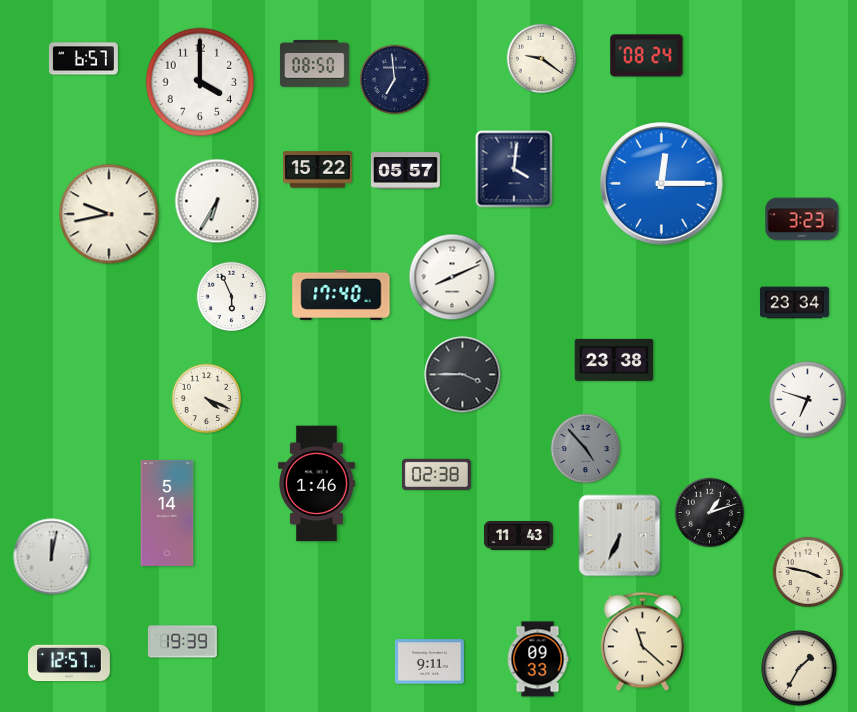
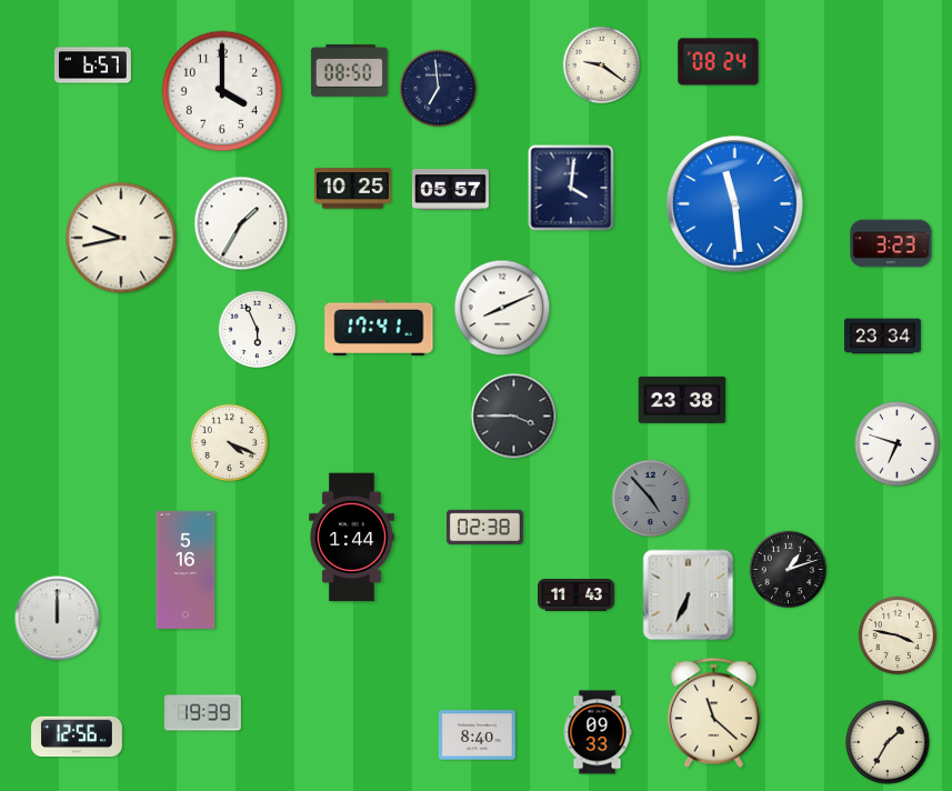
clock at (317, 170): 15:22 -> 10:25
clock at (662, 184): 12:15 -> 11:29
clock at (217, 201): 6:35 -> 1:35
clock at (341, 295): 17:40 -> 17:41
clock at (317, 484): 1:46 -> 1:44
clock at (167, 513): 5:14 -> 5:16
clock at (52, 557): 12:02 -> 12:00
clock at (429, 662): 9:11 -> 8:40
clock at (70, 663): 12:57 -> 12:56
